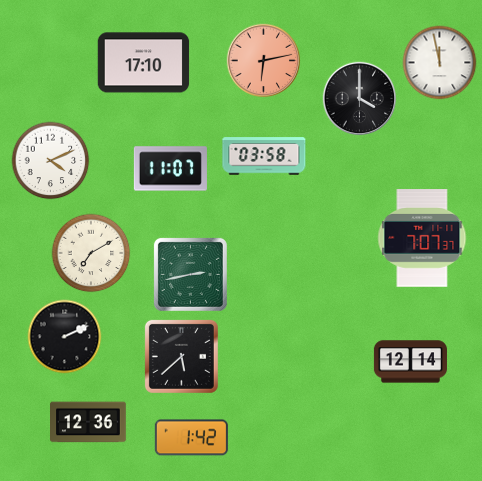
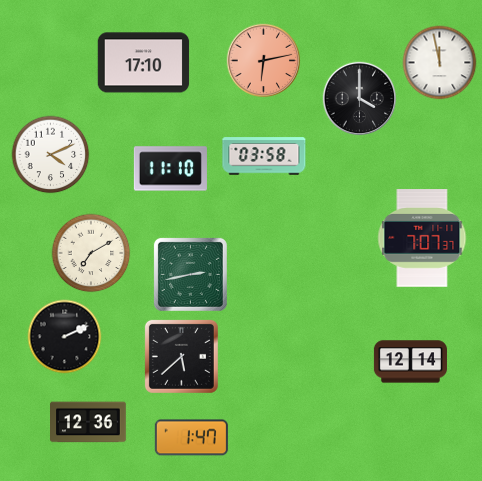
clock at (51, 161) position: (51, 161) -> (51, 155)
clock at (170, 169): 11:07 -> 11:10
clock at (191, 438): 1:42 -> 1:47
